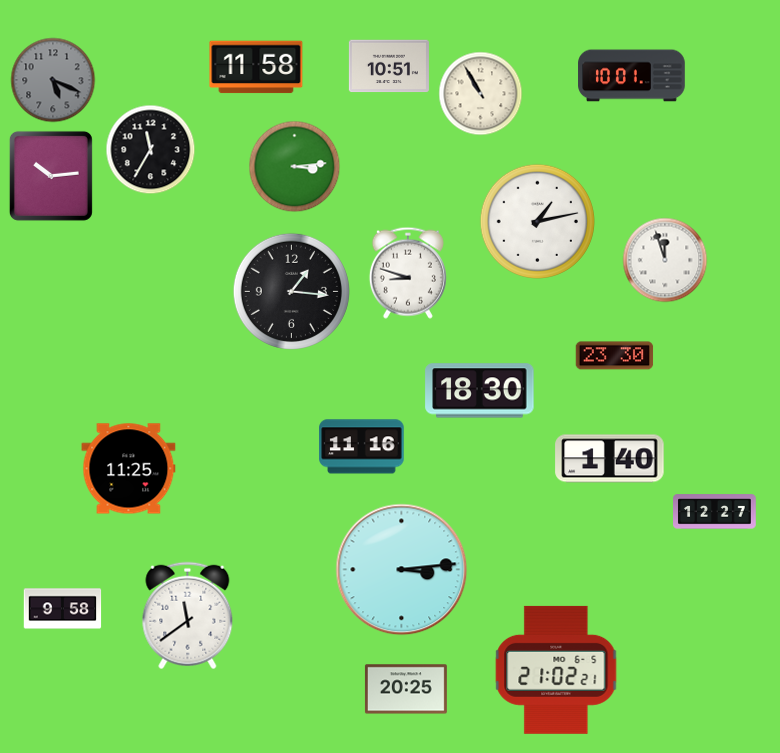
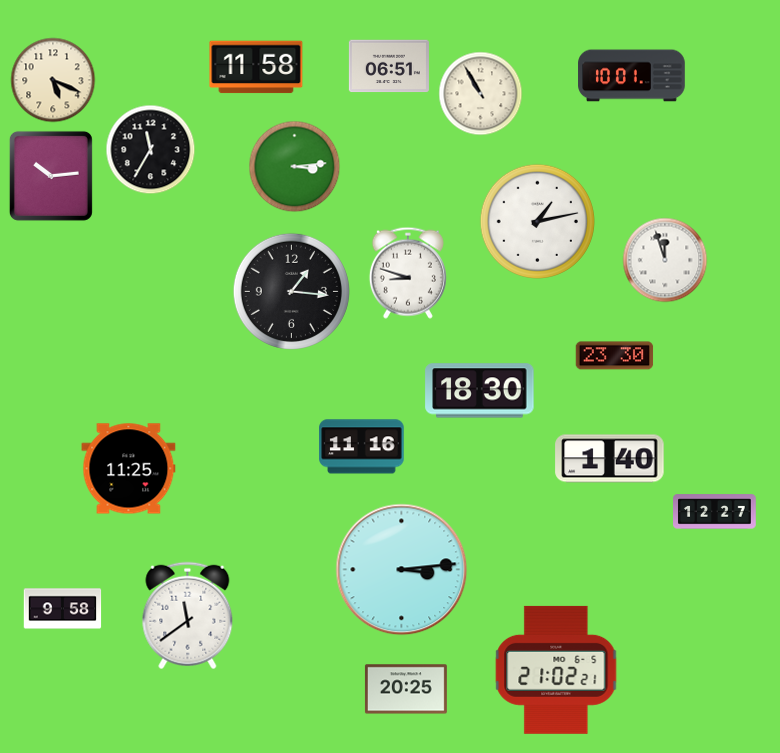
clock at (389, 66): 10:51 -> 06:51
clock at (53, 80) dial: grey -> cream
